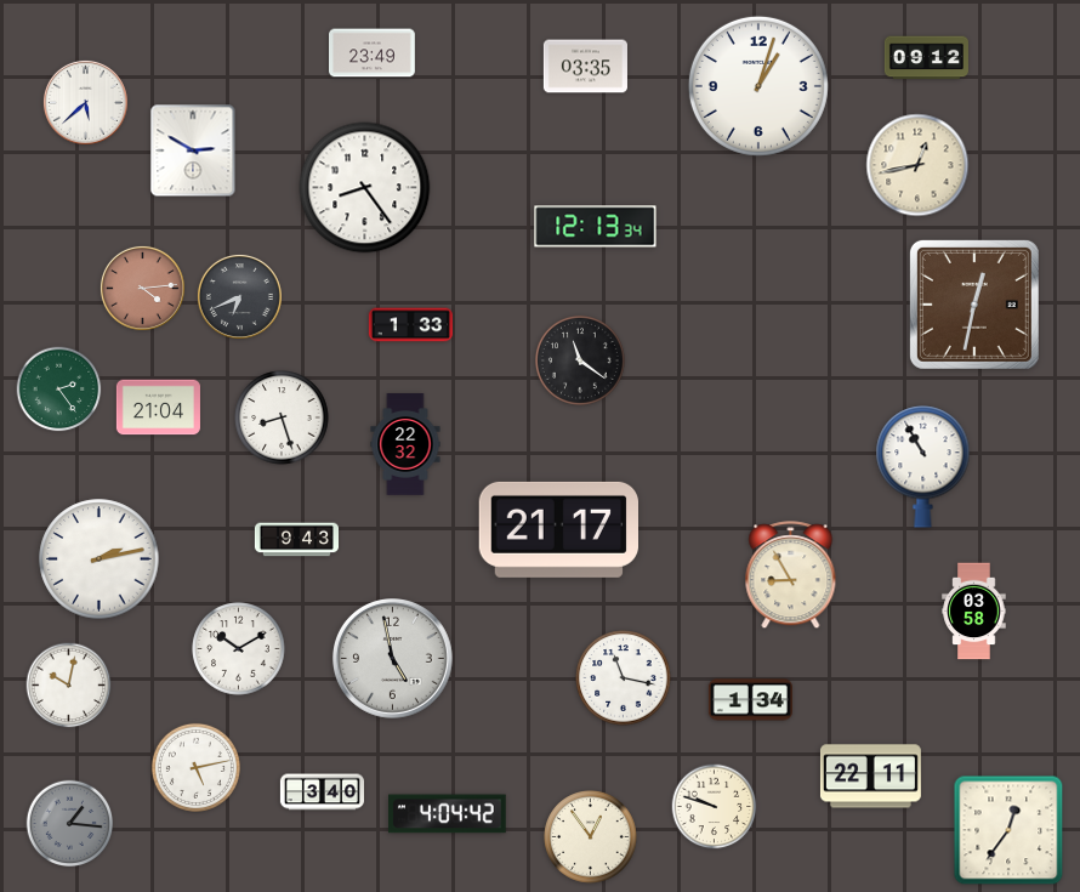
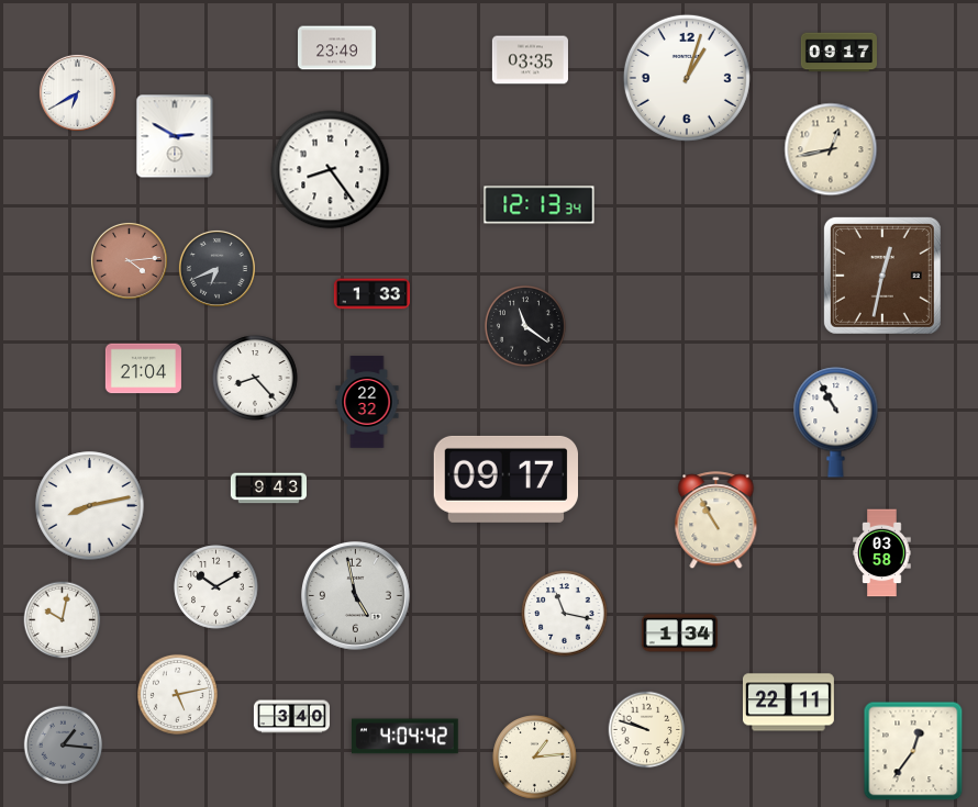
clock at (926, 58): 09:12 -> 09:17
clock at (85, 102): 5:38 -> 6:40
clock at (59, 390): 2:24 -> none
clock at (282, 417): 8:27 -> 8:23
clock at (558, 529): 21:17 -> 09:17
clock at (100, 559): 2:13 -> 8:13
clock at (791, 575): 8:55 -> 10:55
clock at (591, 837): 12:54 -> 1:14
